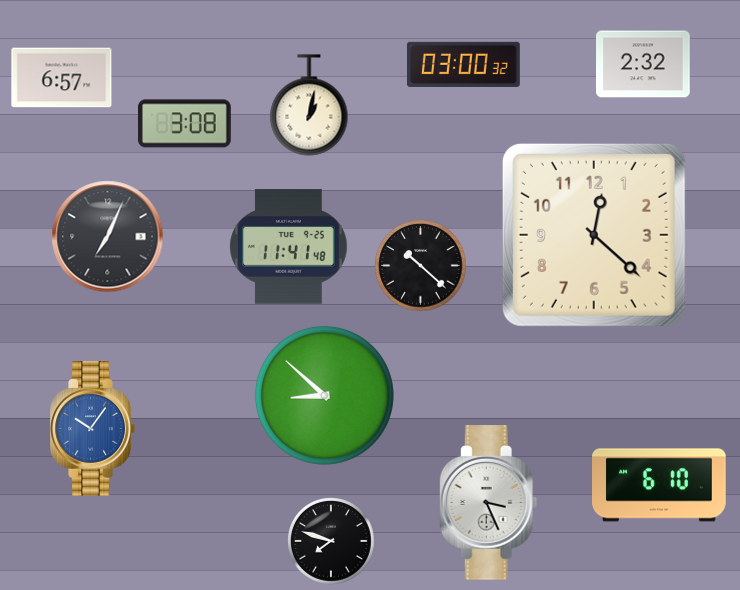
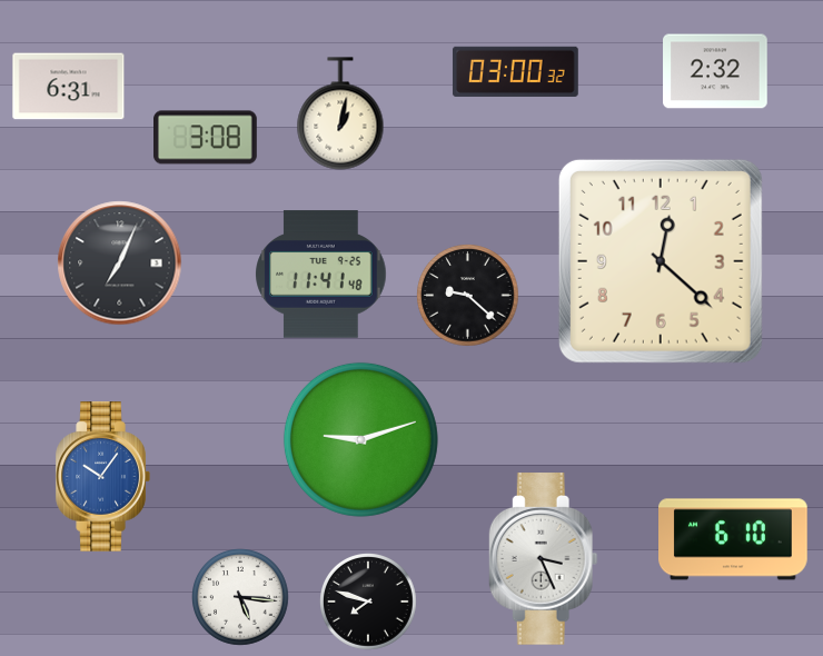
clock at (62, 78): 6:57 -> 6:31
clock at (309, 105) position: (309, 105) -> (340, 113)
clock at (421, 266): 10:22 -> 9:22
clock at (324, 395): 8:52 -> 9:12
clock at (241, 598): none -> 5:16
